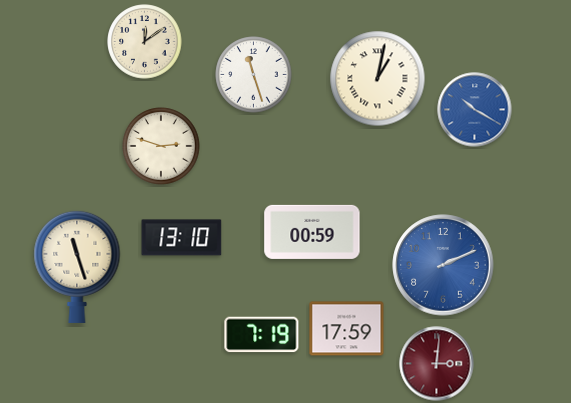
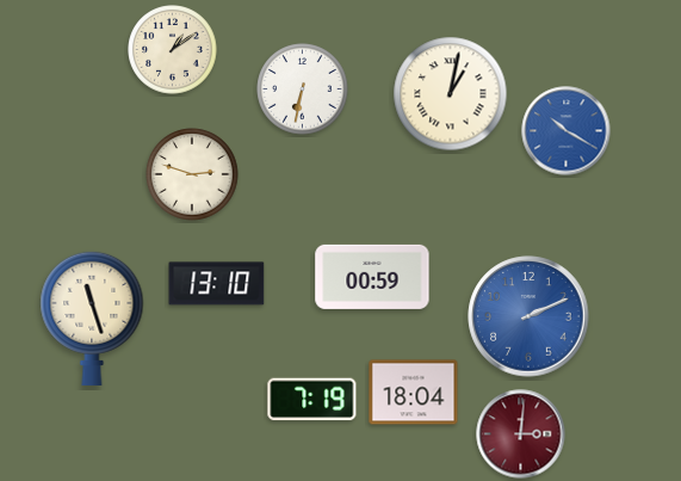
clock at (145, 42): 12:09 -> 1:09
clock at (254, 75): 11:27 -> 6:32
clock at (347, 329): 17:59 -> 18:04
